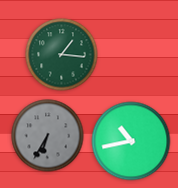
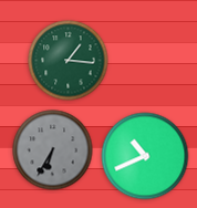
clock at (131, 141): 10:43 -> 10:41
